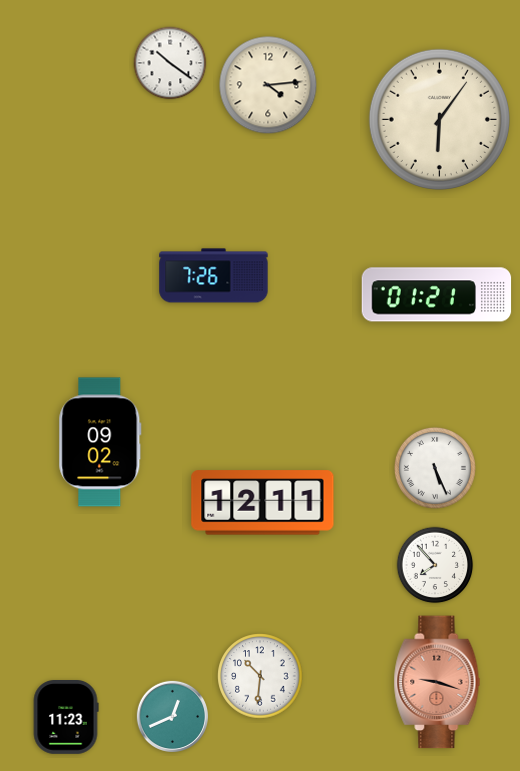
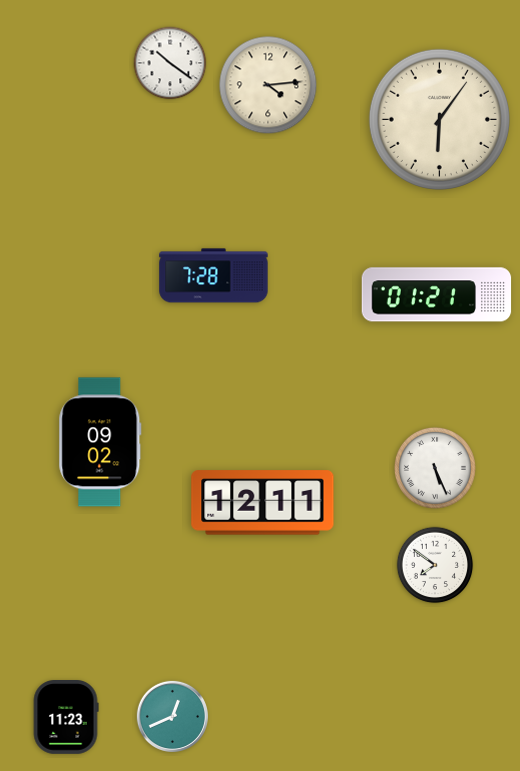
clock at (214, 276): 7:26 -> 7:28
clock at (435, 565): 7:53 -> 7:51
clock at (260, 676): 10:31 -> none
clock at (437, 682): 9:18 -> none
